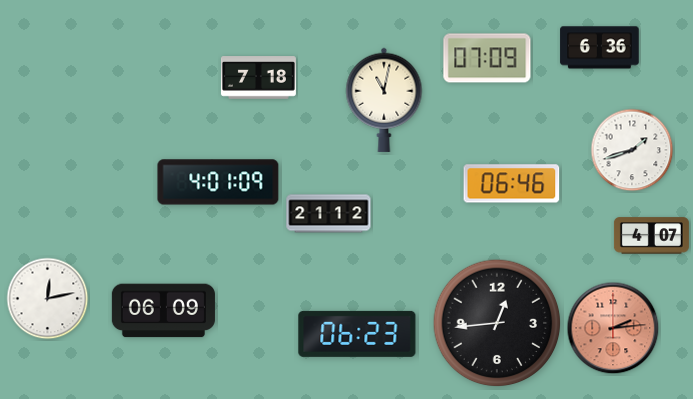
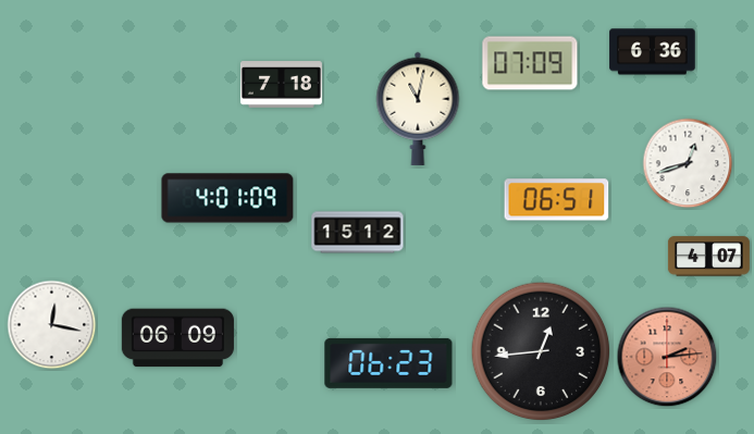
clock at (632, 150): 1:42 -> 12:42
clock at (218, 182) position: (218, 182) -> (227, 198)
clock at (512, 184): 06:46 -> 06:51
clock at (329, 214): 21:12 -> 15:12
clock at (48, 299): 12:13 -> 12:17
